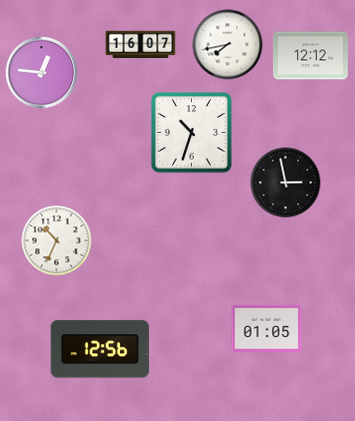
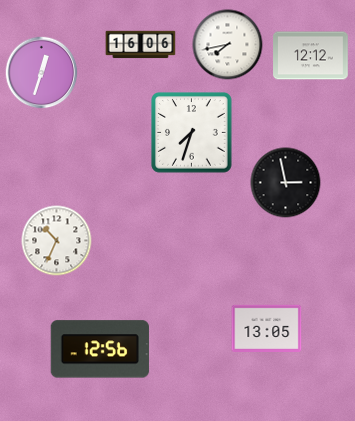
clock at (141, 45): 16:07 -> 16:06
clock at (42, 73): 12:46 -> 12:33
clock at (192, 133): 10:33 -> 7:33
clock at (267, 328): 01:05 -> 13:05
